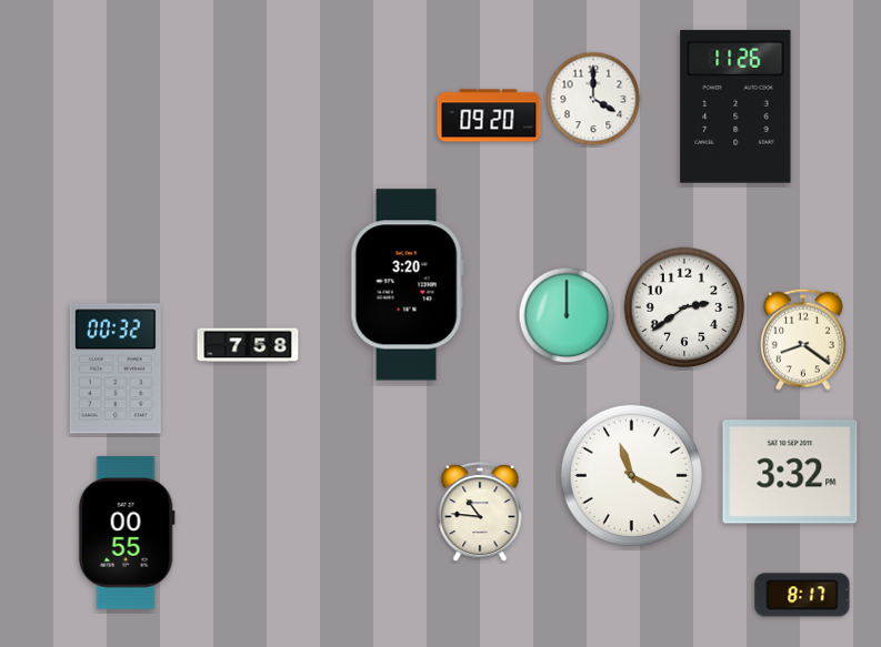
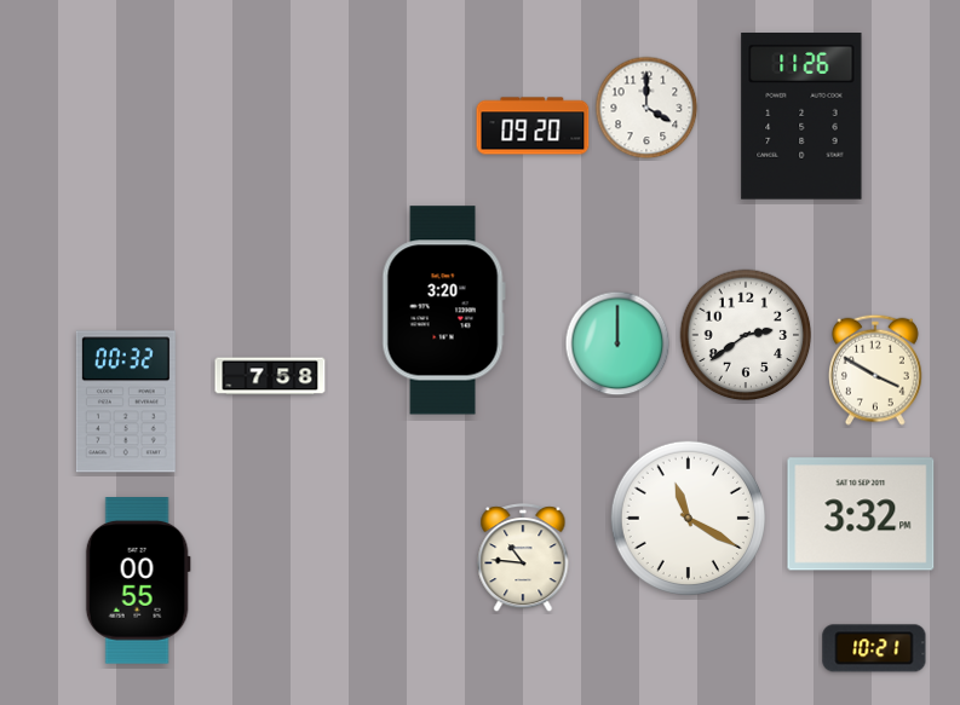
clock at (804, 340): 8:21 -> 3:50
clock at (802, 595): 8:17 -> 10:21
